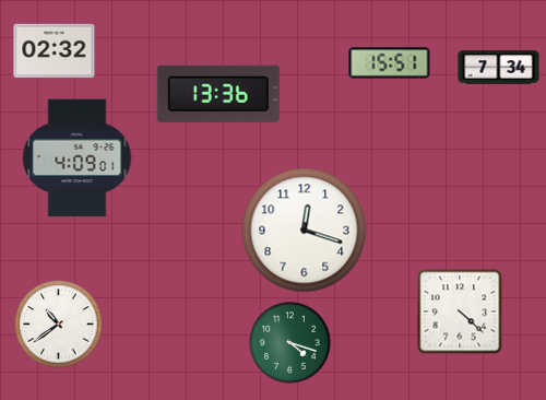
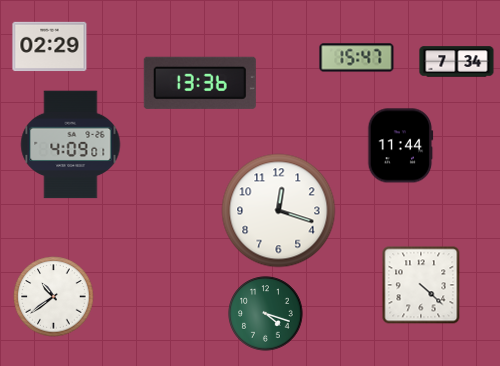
clock at (55, 51): 02:32 -> 02:29
clock at (390, 63): 15:51 -> 15:47
clock at (218, 94) position: (218, 94) -> (200, 83)
clock at (401, 146): none -> 11:44
